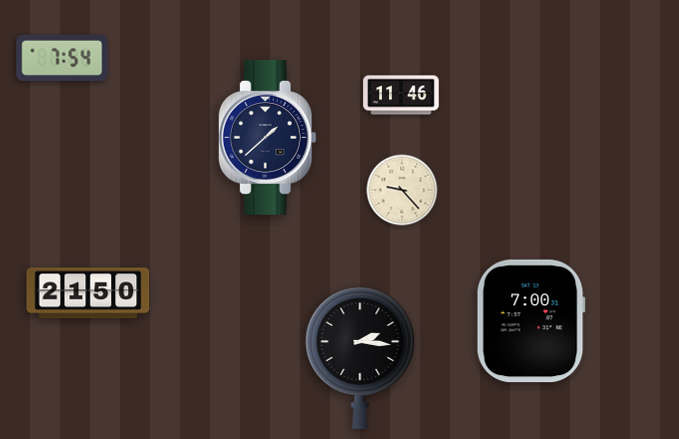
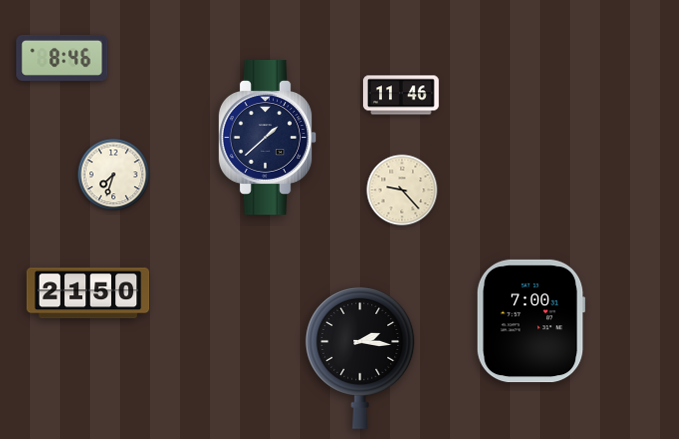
clock at (62, 58): 7:54 -> 8:46
clock at (114, 175): none -> 7:33
